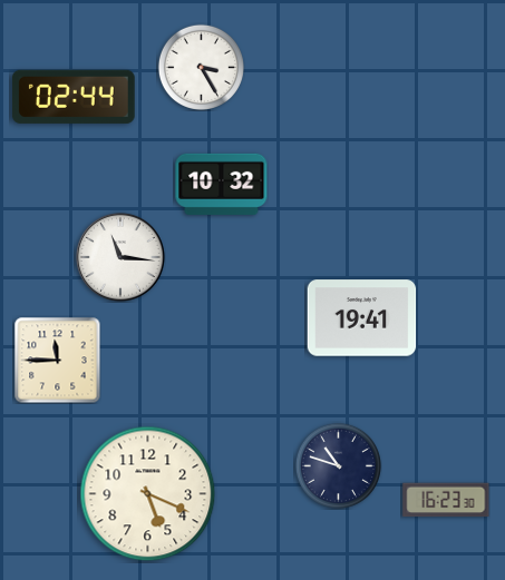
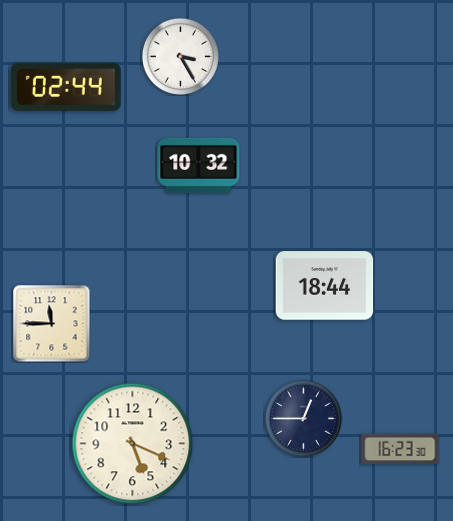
clock at (201, 67) position: (201, 67) -> (180, 56)
clock at (120, 257): 11:16 -> none
clock at (362, 318): 19:41 -> 18:44
clock at (338, 465): 10:48 -> 12:45
